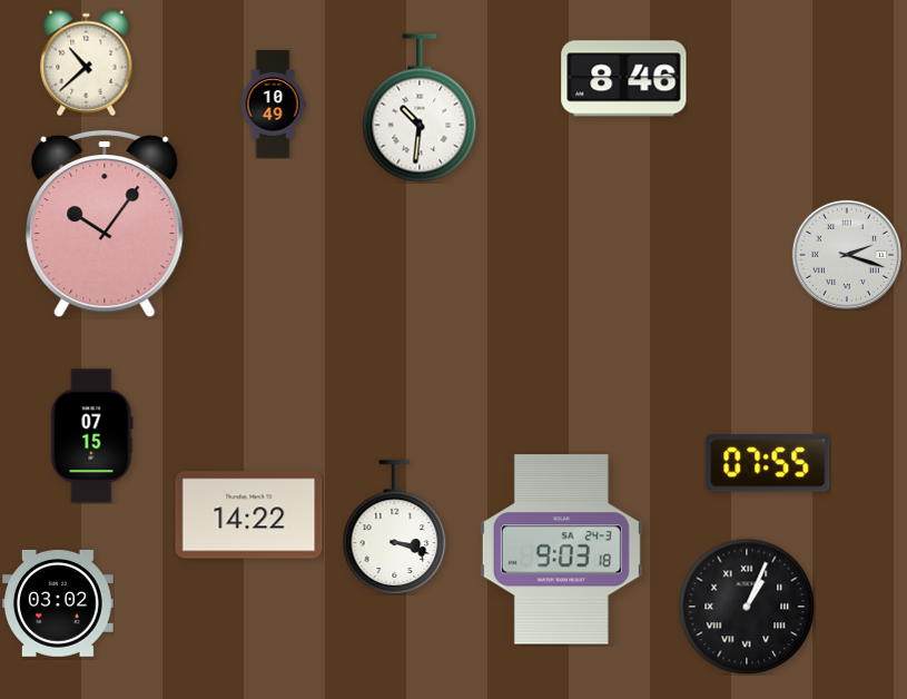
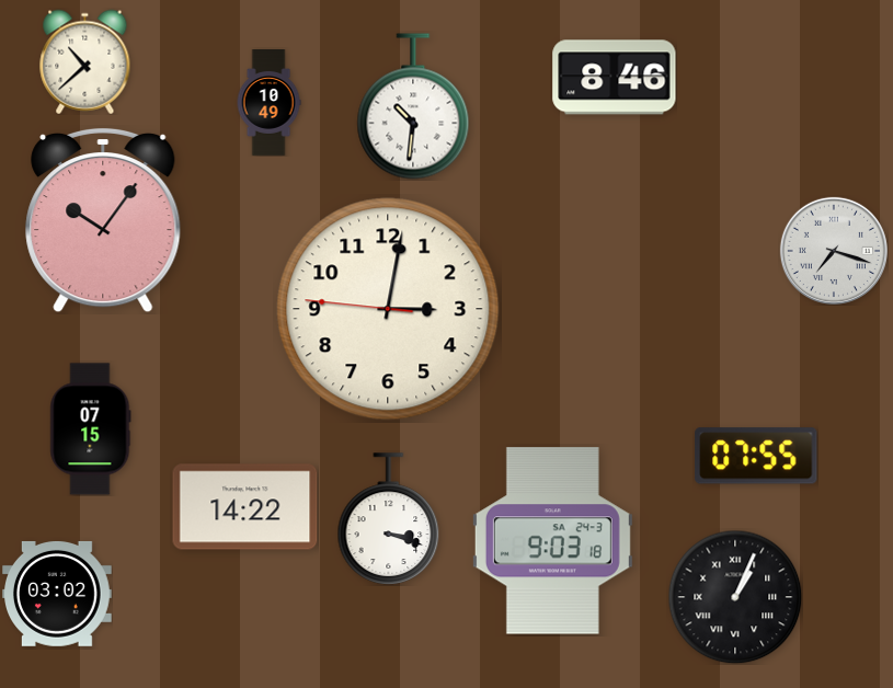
clock at (847, 255): 2:18 -> 7:18
clock at (388, 309): none -> 3:01
